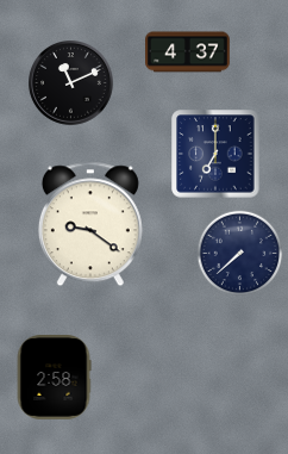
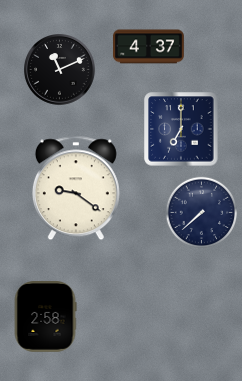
clock at (188, 52) position: (188, 52) -> (149, 47)
